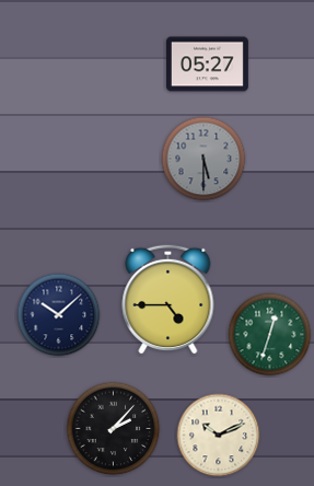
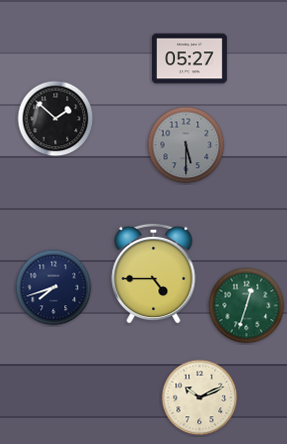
clock at (56, 119): none -> 1:52
clock at (59, 315): 10:08 -> 7:42
clock at (114, 429): 2:07 -> none
